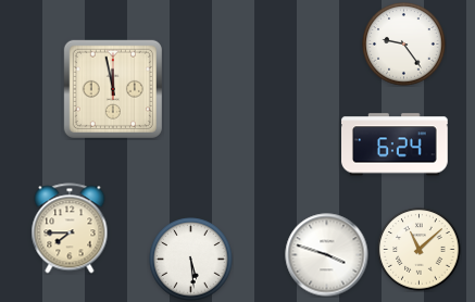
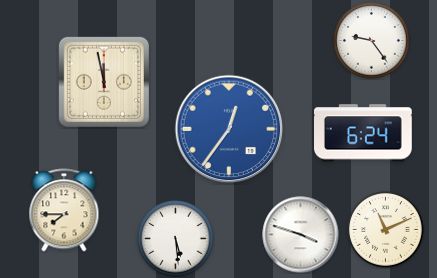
clock at (229, 129): none -> 12:36
clock at (420, 250): 11:08 -> 11:11
